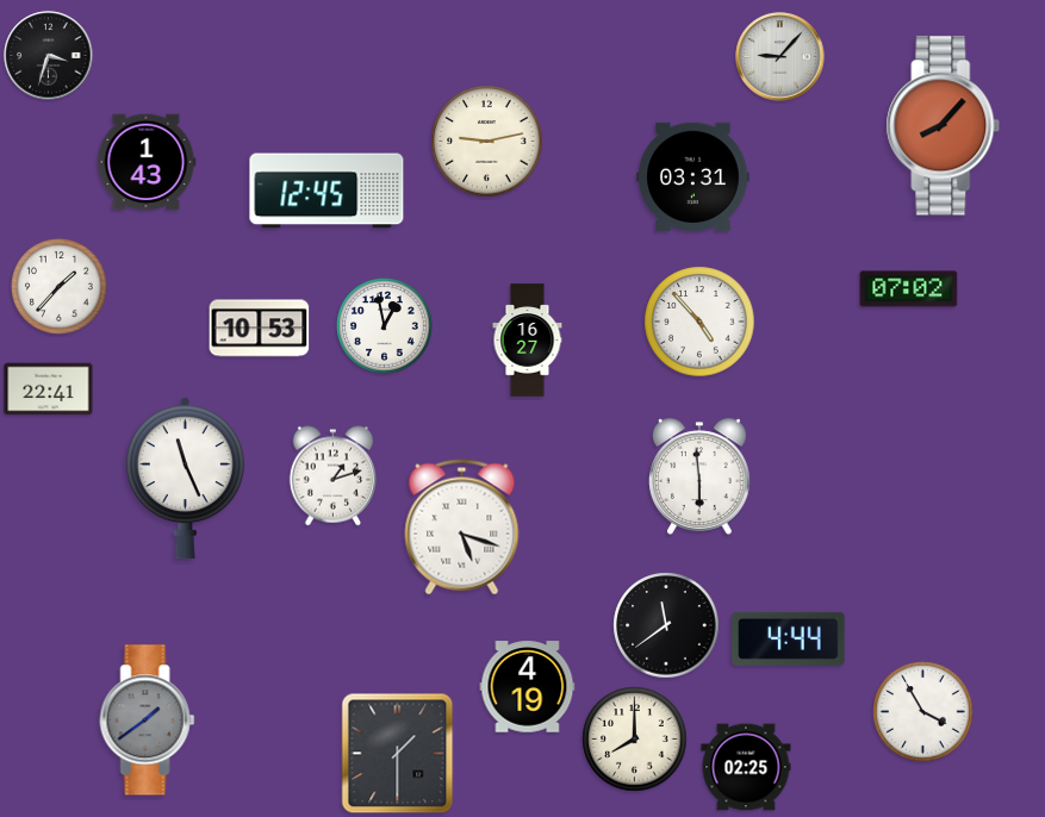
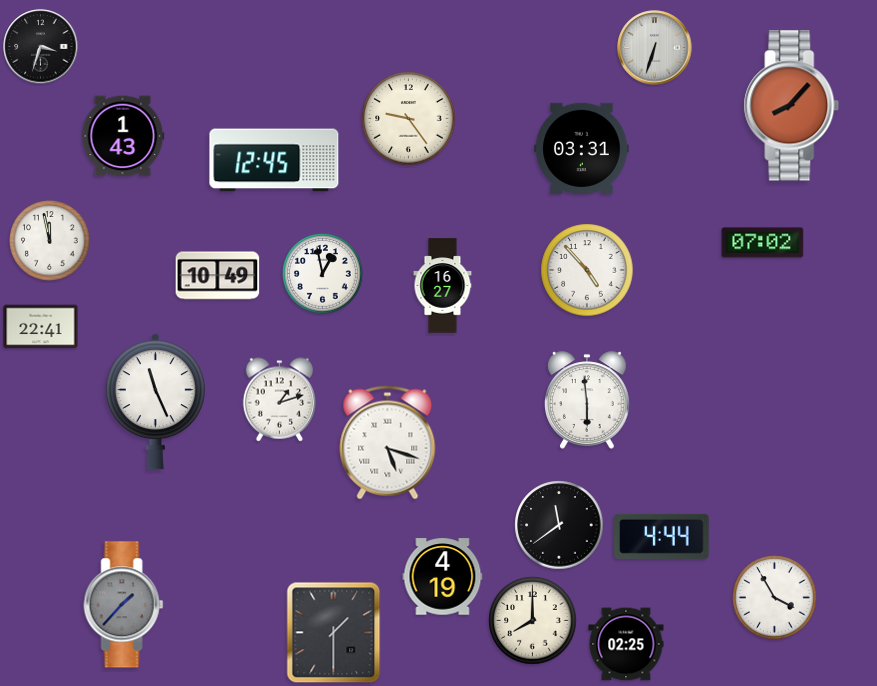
clock at (780, 57): 9:07 -> 6:33
clock at (487, 142): 9:13 -> 9:24
clock at (60, 287): 1:37 -> 11:58
clock at (260, 329): 10:53 -> 10:49
clock at (148, 721): 1:39 -> 1:37
